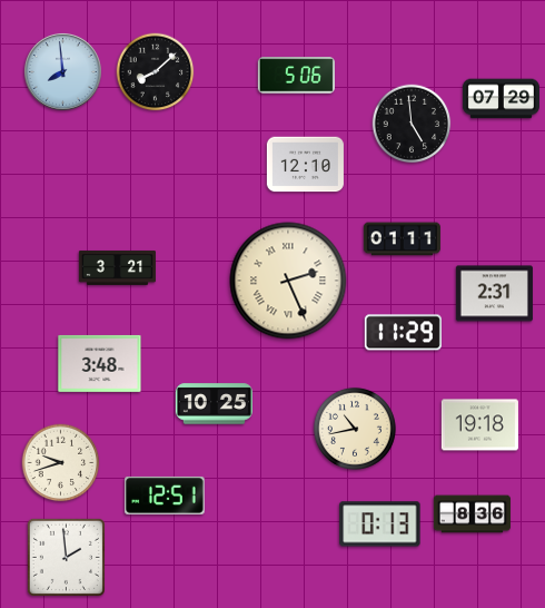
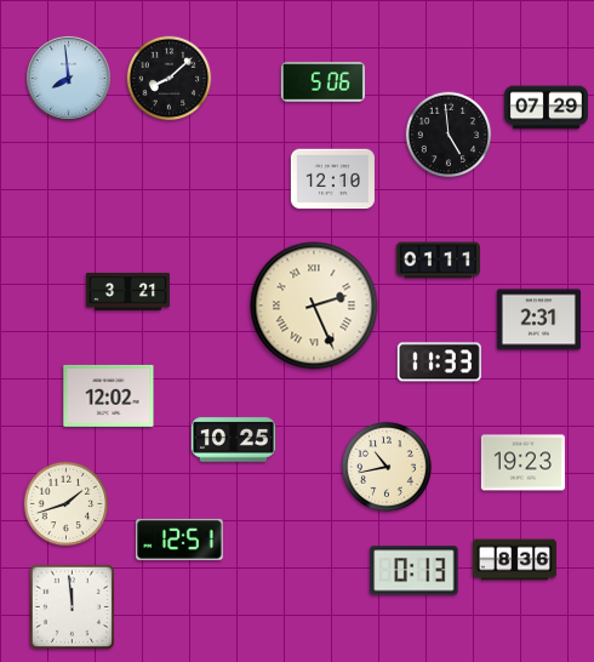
clock at (403, 333): 11:29 -> 11:33
clock at (100, 363): 3:48 -> 12:02
clock at (479, 425): 19:18 -> 19:23
clock at (61, 463): 9:42 -> 1:42
clock at (66, 557): 1:59 -> 11:59
